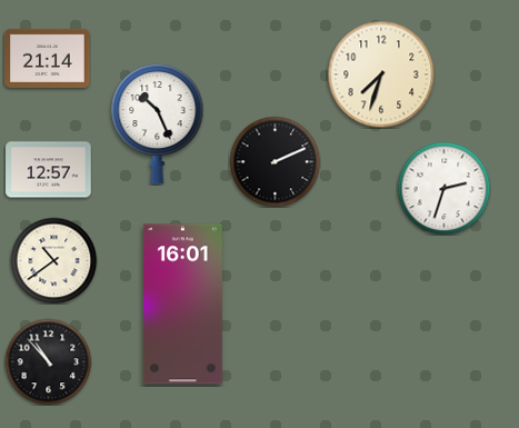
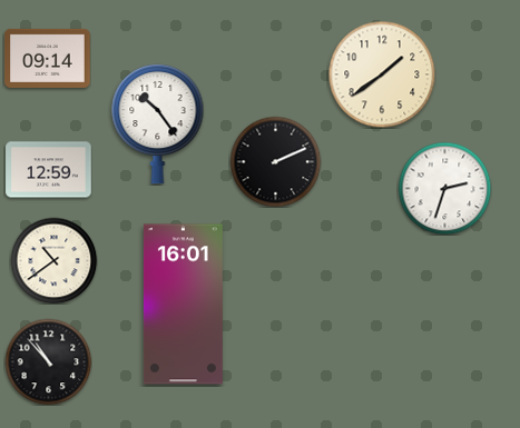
clock at (48, 58): 21:14 -> 09:14
clock at (381, 74): 7:33 -> 1:39
clock at (158, 123): 10:26 -> 10:24
clock at (49, 170): 12:57 -> 12:59
